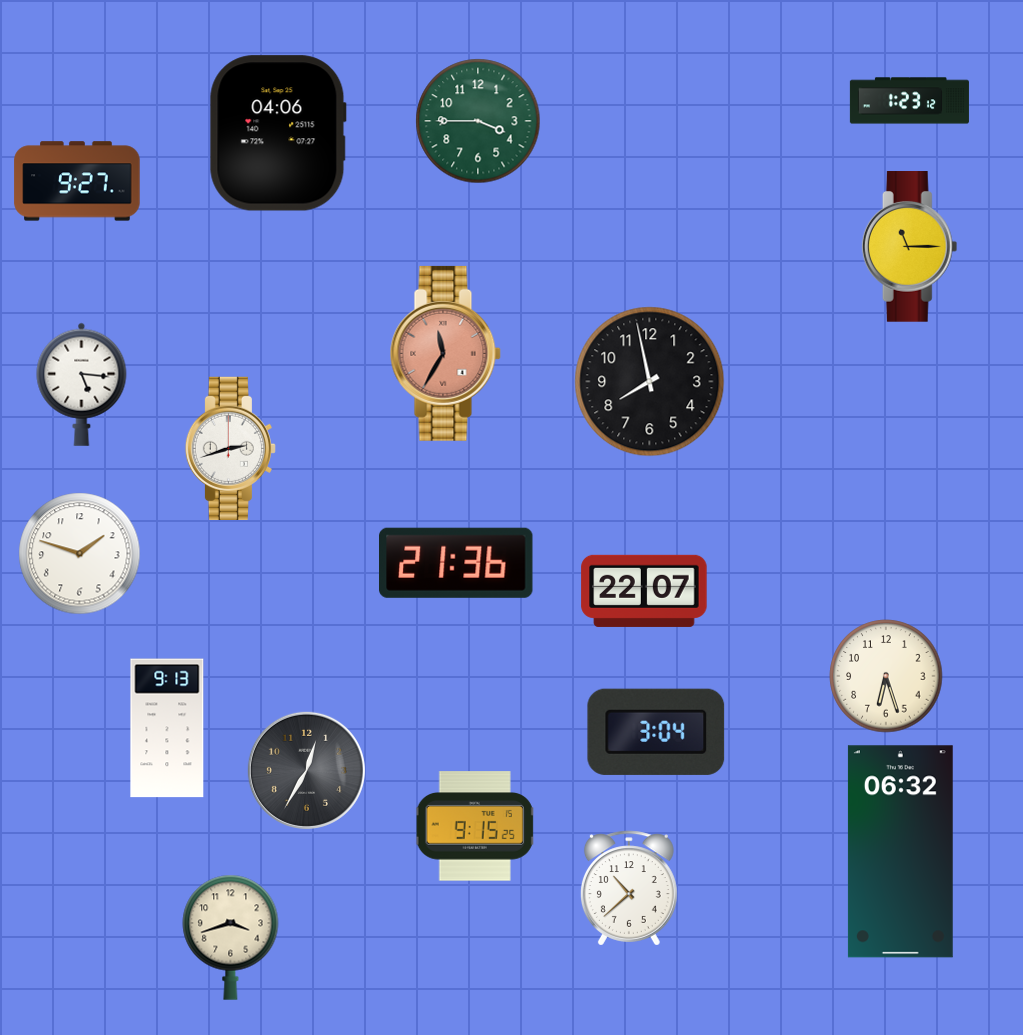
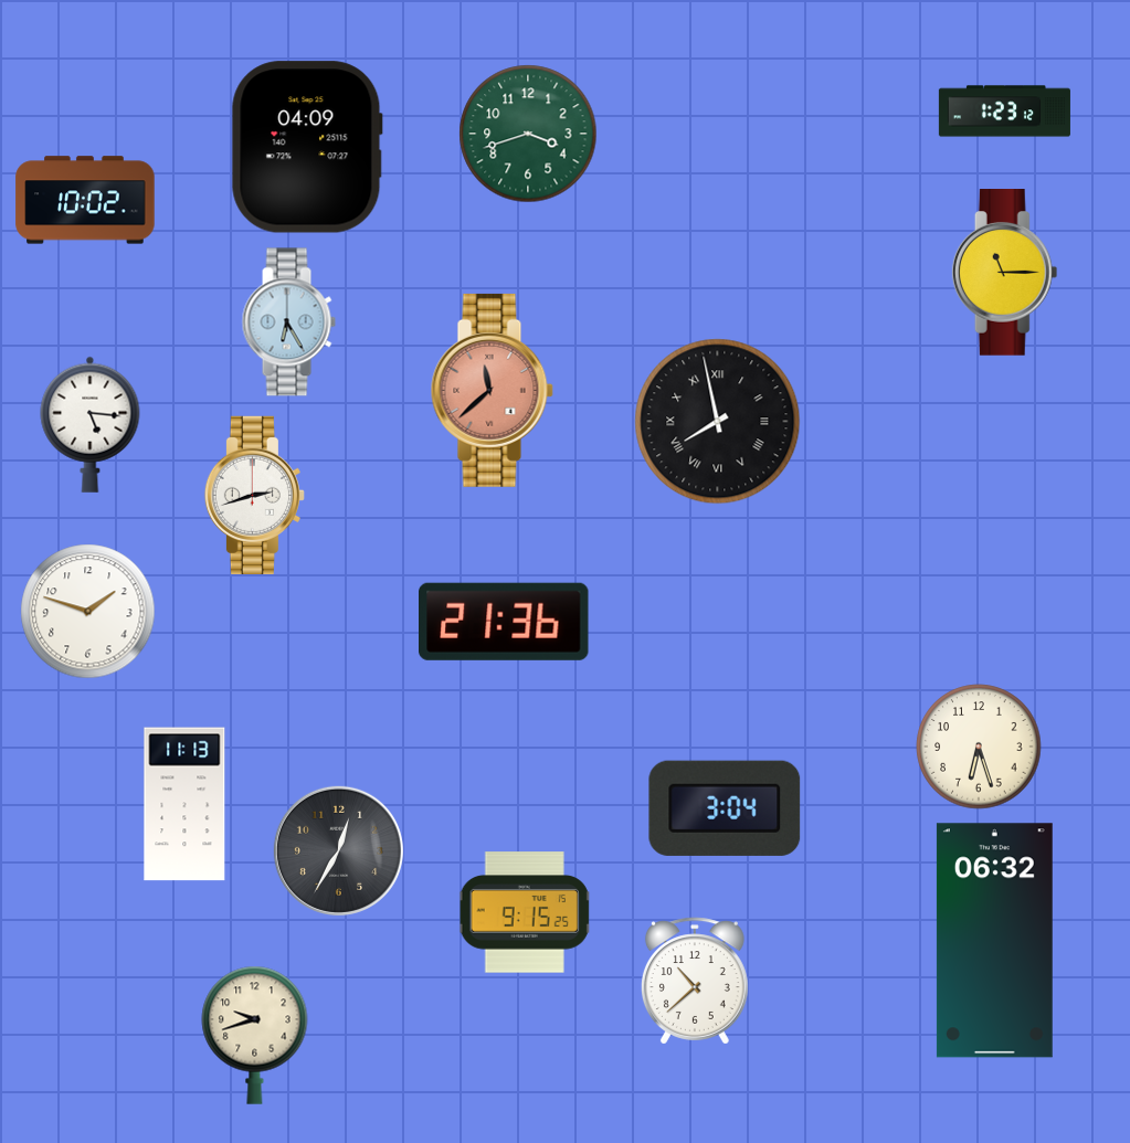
clock at (478, 121): 3:45 -> 3:42
clock at (278, 133): 04:06 -> 04:09
clock at (77, 181): 9:27 -> 10:02
clock at (288, 322): none -> 6:25
clock at (445, 353): 11:35 -> 11:38
clock at (650, 382) numerals: Arabic -> Roman
clock at (644, 591): 22:07 -> none
clock at (167, 728): 9:13 -> 11:13
clock at (231, 937): 3:42 -> 9:42
